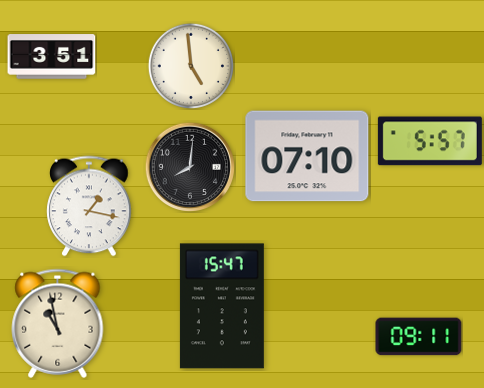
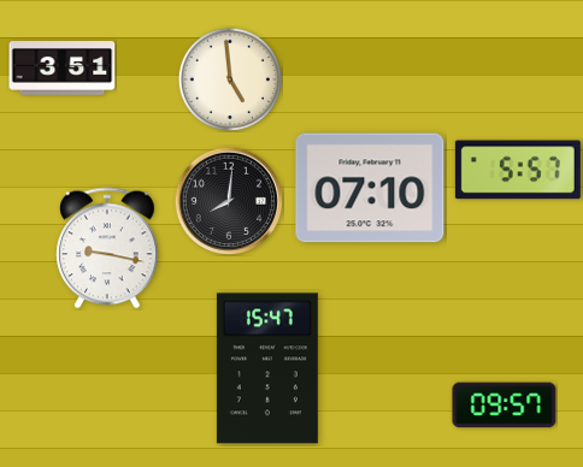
clock at (89, 206): 1:17 -> 9:17
clock at (58, 323): 10:58 -> none
clock at (419, 337): 09:11 -> 09:57
